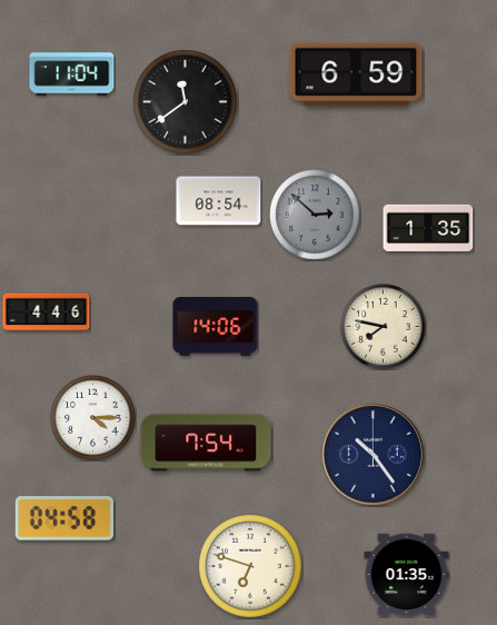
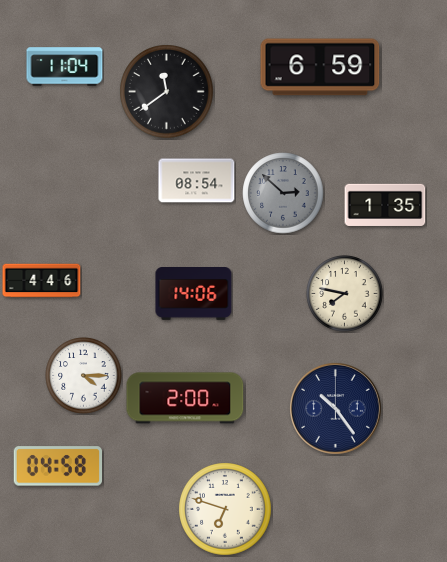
clock at (206, 443): 7:54 -> 2:00
clock at (407, 575): 01:35 -> none
